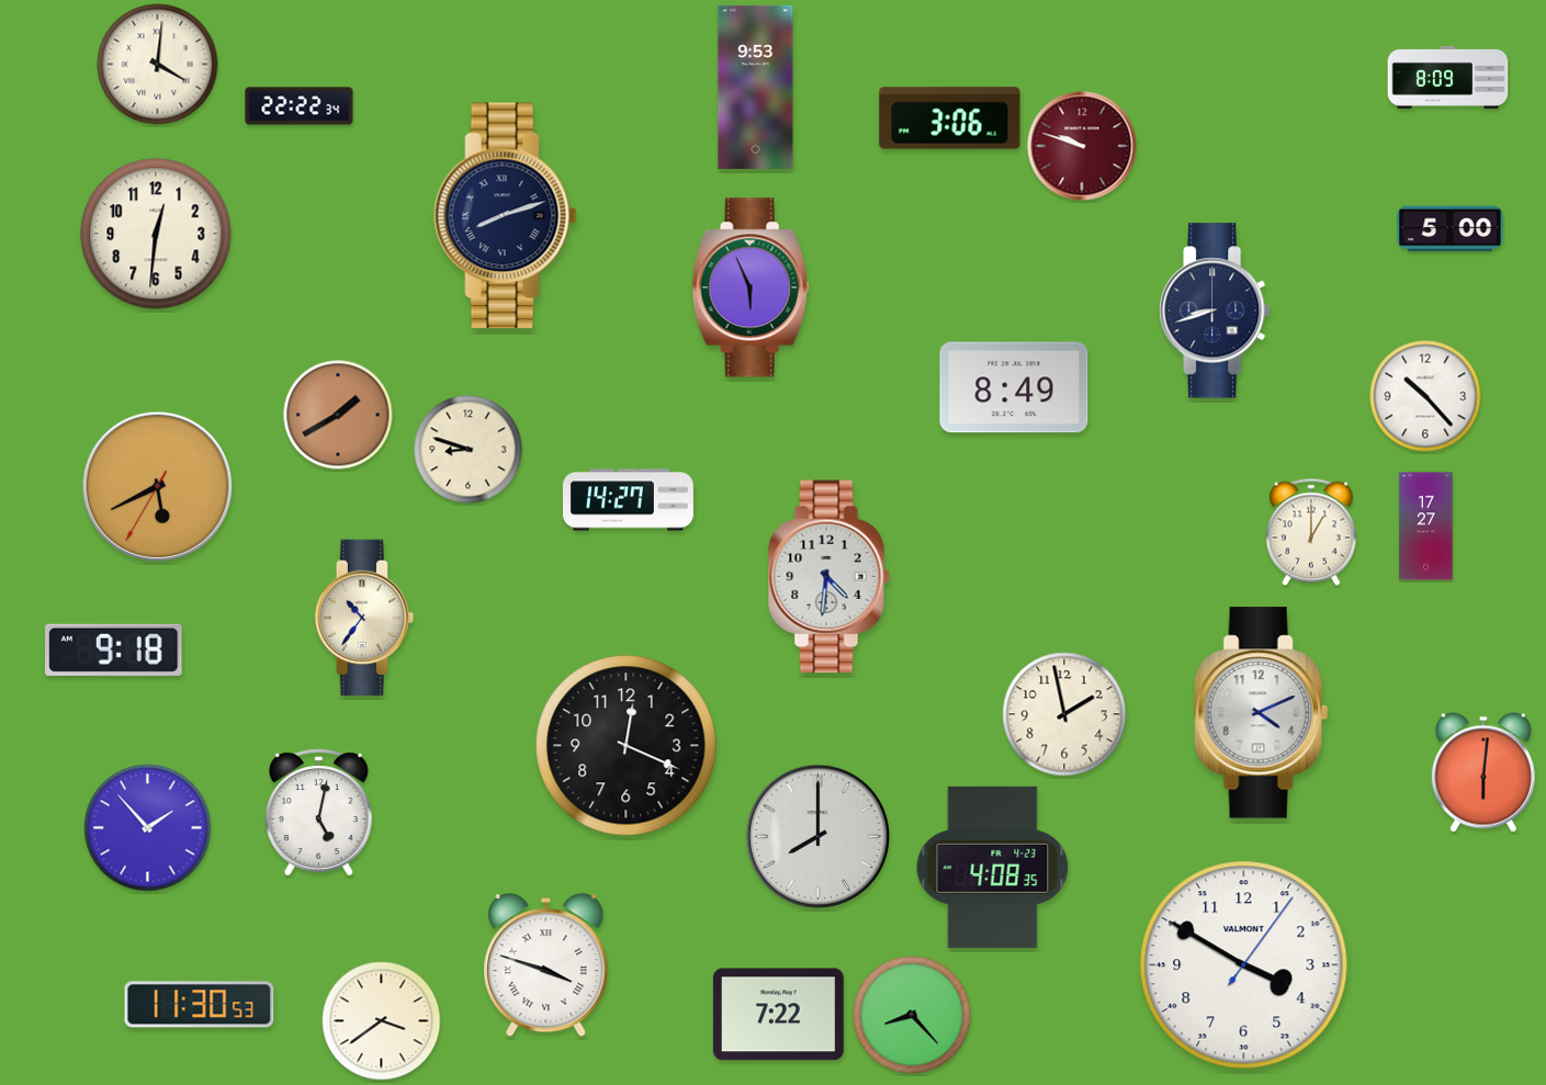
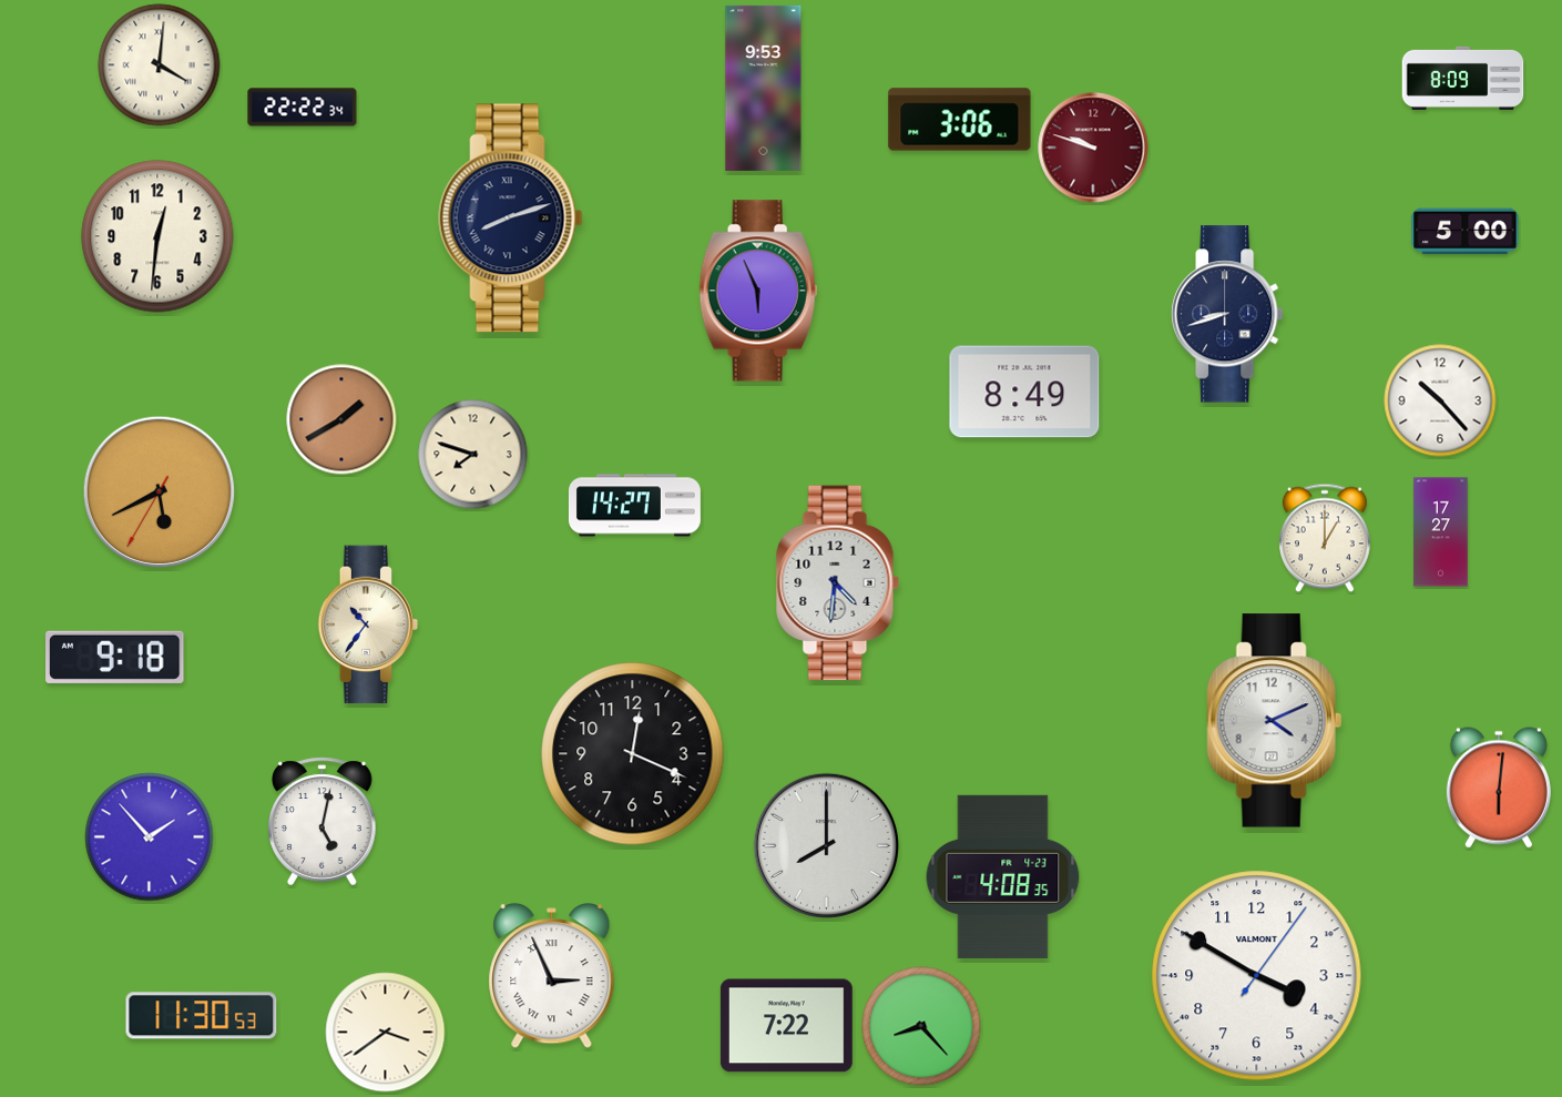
clock at (469, 450): 8:48 -> 7:48
clock at (1064, 714): 1:58 -> none
clock at (1483, 772) position: (1483, 772) -> (1499, 788)
clock at (546, 967): 3:48 -> 2:56
